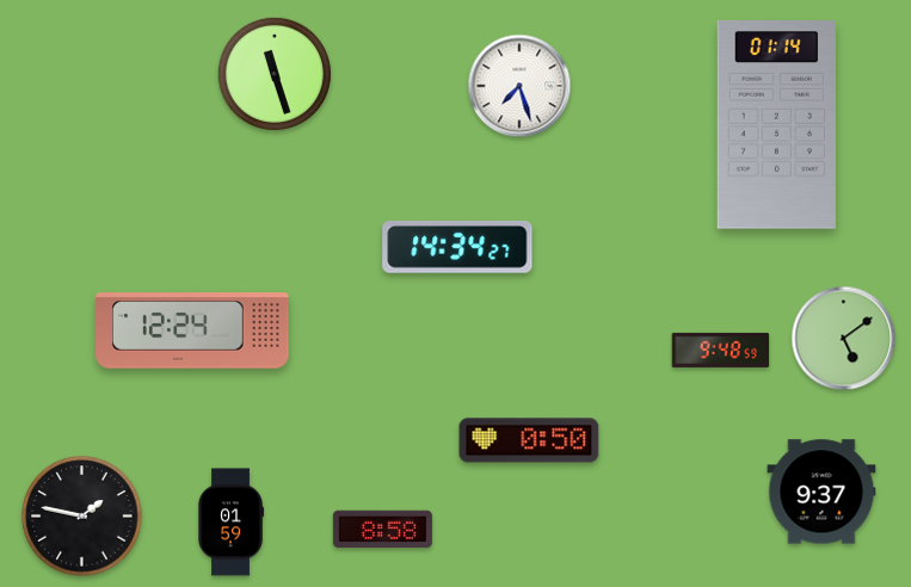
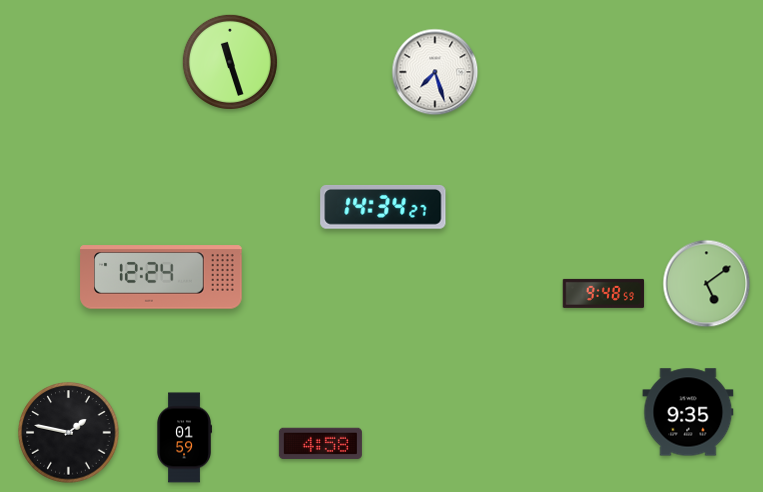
clock at (776, 125): 01:14 -> none
clock at (529, 440): 0:50 -> none
clock at (821, 492): 9:37 -> 9:35
clock at (230, 523) position: (230, 523) -> (184, 438)
clock at (382, 530): 8:58 -> 4:58
